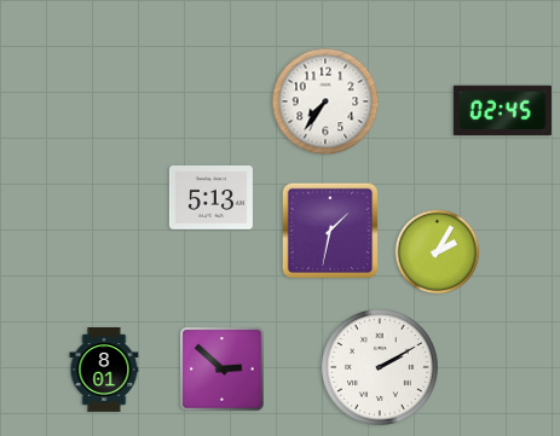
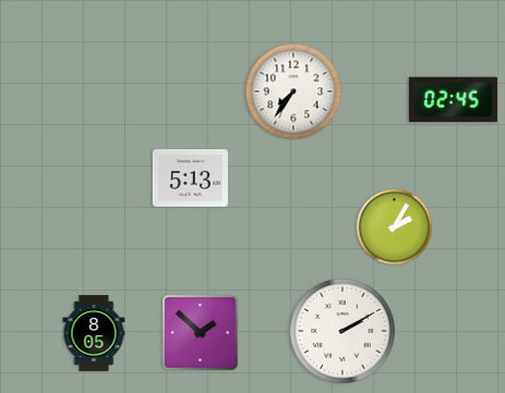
clock at (330, 231): 1:32 -> none
clock at (223, 370): 2:52 -> 1:52
clock at (104, 371): 8:01 -> 8:05
